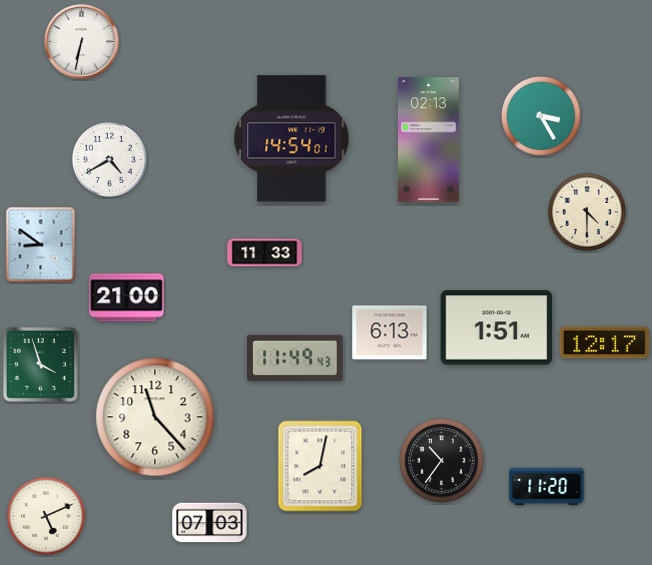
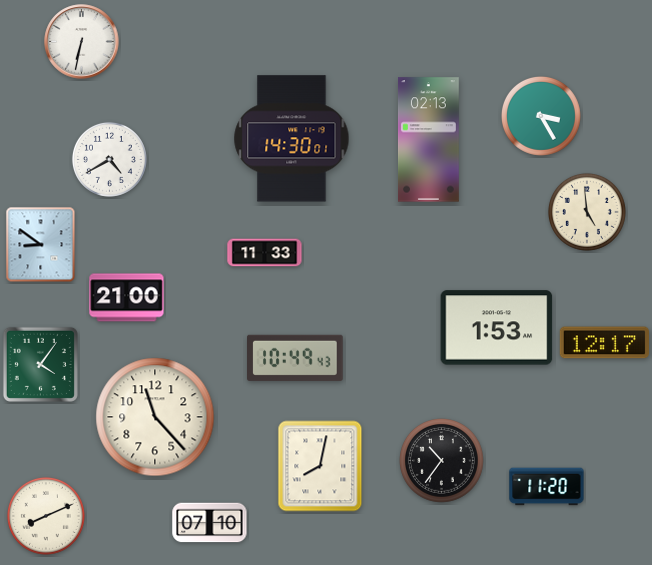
clock at (292, 139): 14:54 -> 14:30
clock at (587, 212): 4:30 -> 4:59
clock at (497, 328): 1:51 -> 1:53
clock at (390, 333): 6:13 -> none
clock at (295, 358): 11:49 -> 10:49
clock at (40, 364): 3:57 -> 4:06
clock at (46, 516): 5:11 -> 8:11
clock at (210, 523): 07:03 -> 07:10
